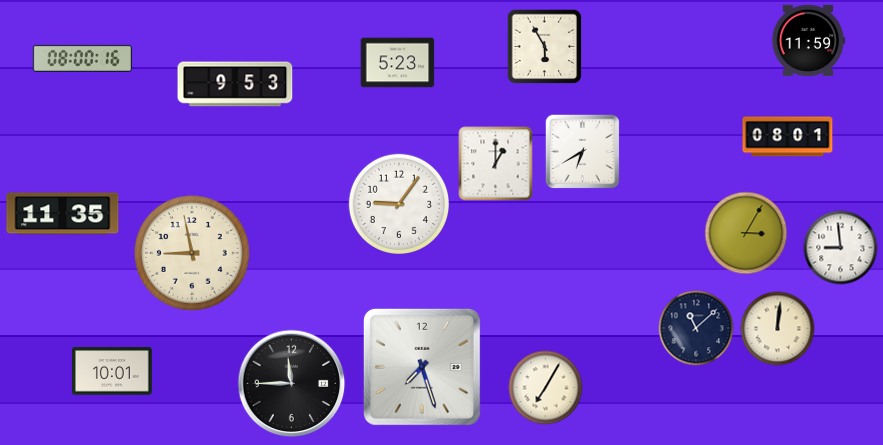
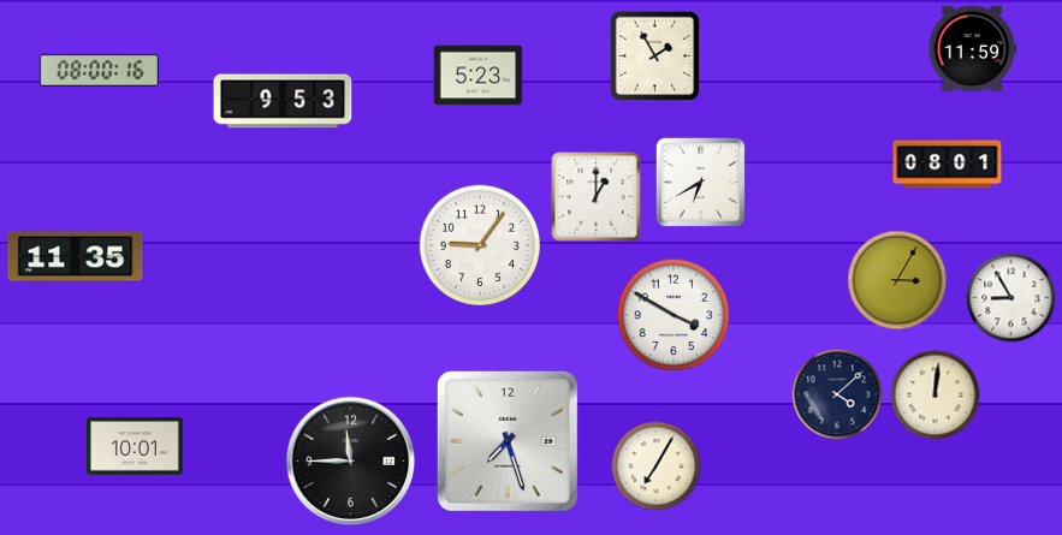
clock at (545, 47): 5:55 -> 1:55
clock at (841, 248): 8:59 -> 8:55
clock at (192, 253): 8:58 -> none
clock at (674, 315): none -> 3:50
clock at (696, 328): 11:08 -> 4:08
